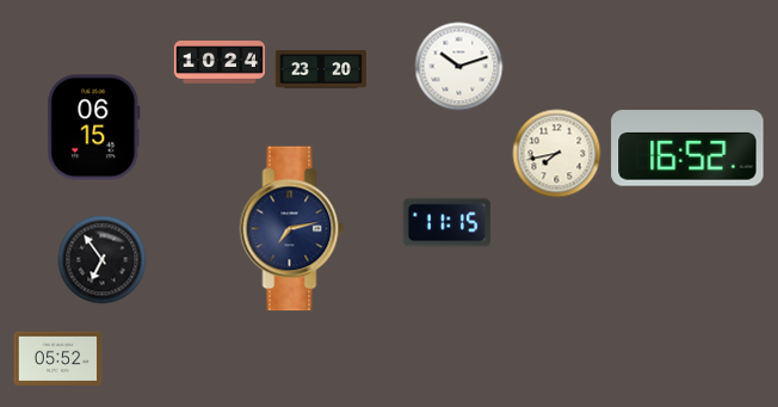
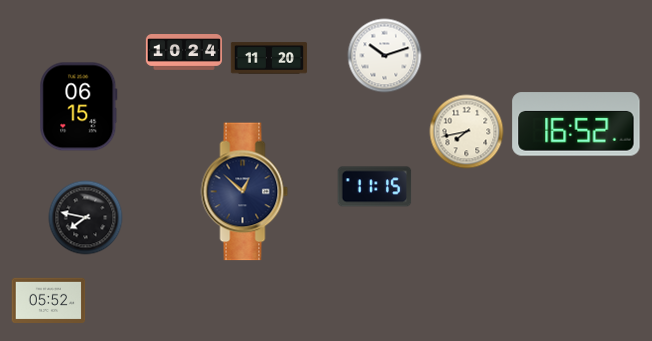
clock at (321, 69): 23:20 -> 11:20
clock at (557, 154) position: (557, 154) -> (467, 132)
clock at (292, 229): 7:13 -> 12:52
clock at (103, 260): 6:54 -> 7:47
